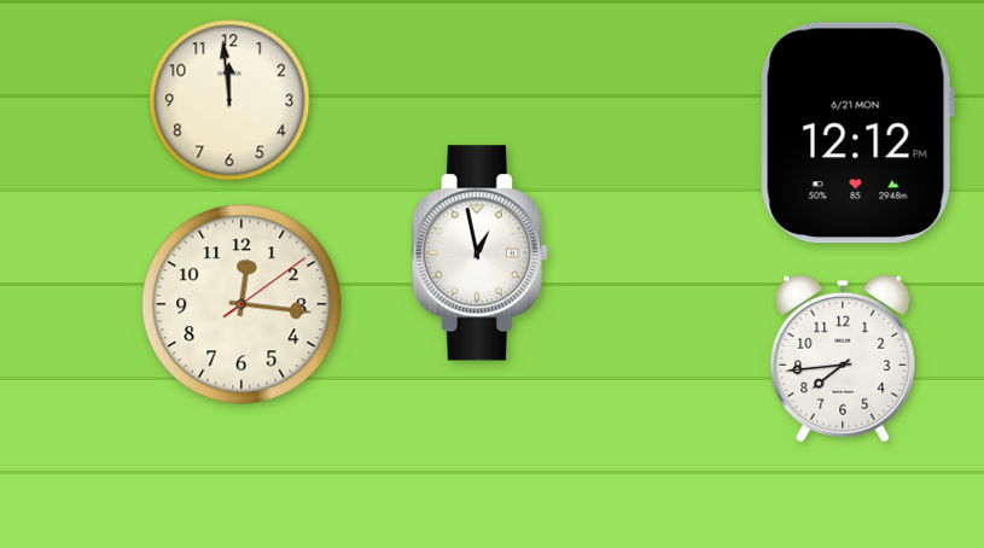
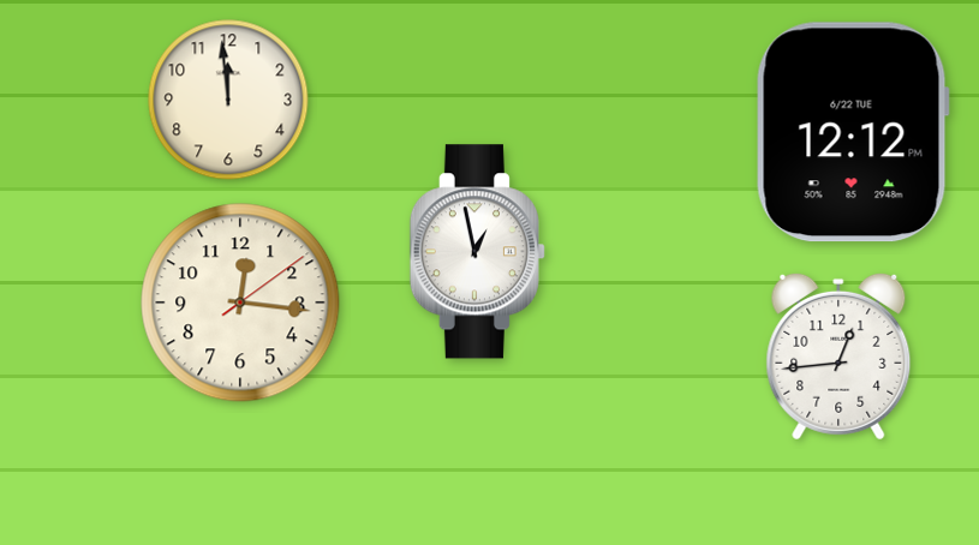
clock at (857, 133) date: 6/21 MON -> 6/22 TUE
clock at (843, 358): 7:44 -> 12:44
